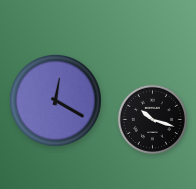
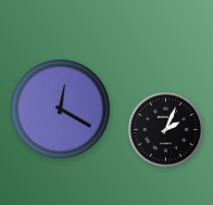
clock at (152, 119): 10:18 -> 2:04
